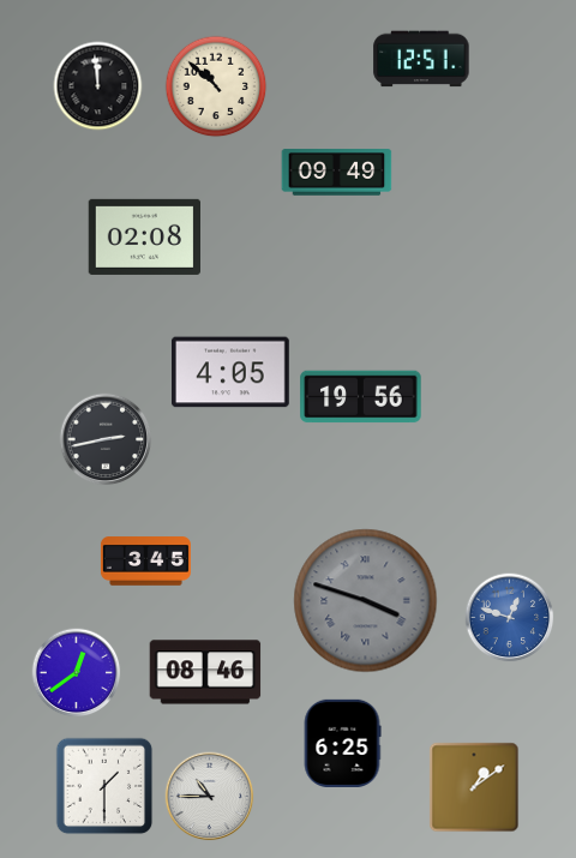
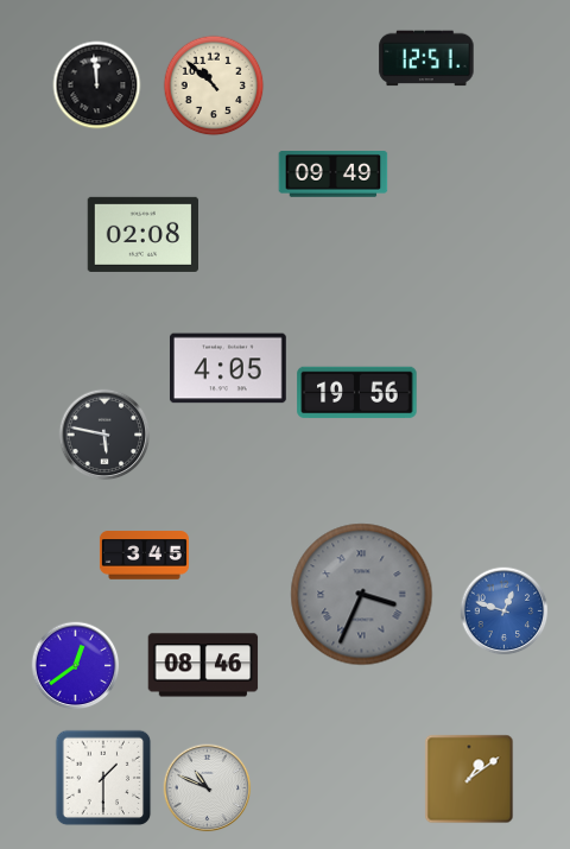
clock at (421, 59) position: (421, 59) -> (426, 58)
clock at (337, 173) position: (337, 173) -> (334, 175)
clock at (106, 439): 2:43 -> 5:47
clock at (366, 601): 3:48 -> 3:34
clock at (342, 743): 6:25 -> none
clock at (210, 797): 10:45 -> 10:49
